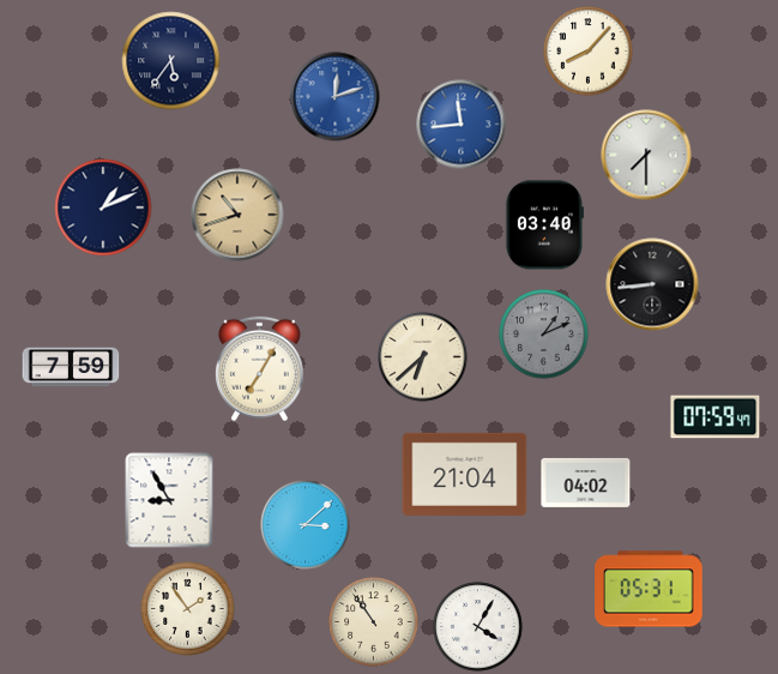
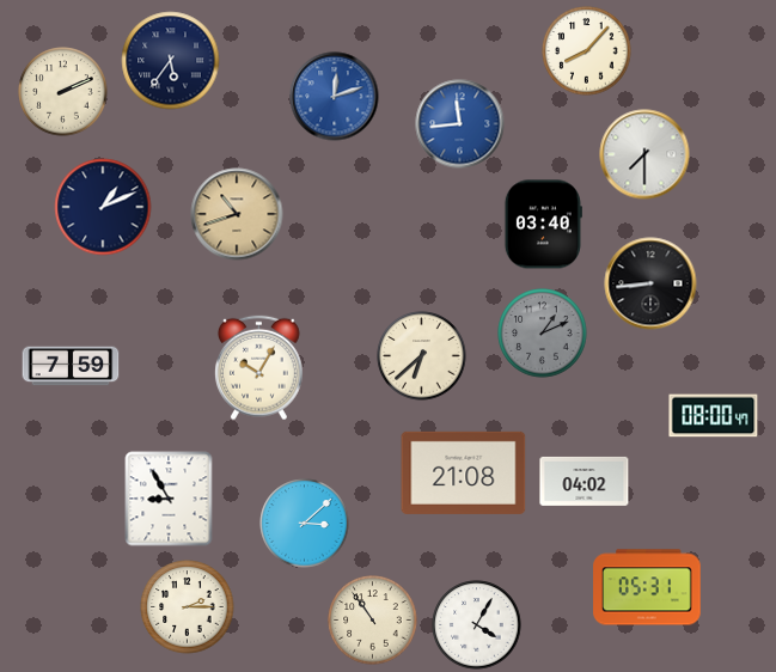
clock at (63, 92): none -> 2:11
clock at (260, 369): 7:05 -> 10:05
clock at (716, 417): 07:59 -> 08:00
clock at (465, 474): 21:04 -> 21:08
clock at (188, 609): 1:54 -> 2:15
